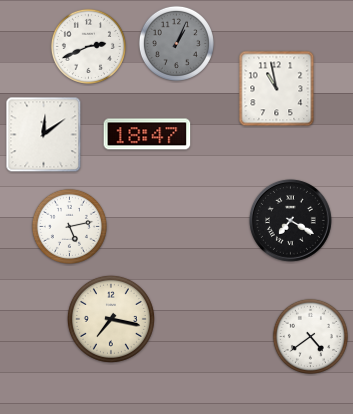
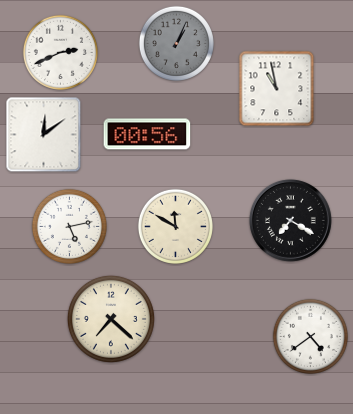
clock at (88, 46) position: (88, 46) -> (60, 52)
clock at (147, 134): 18:47 -> 00:56
clock at (175, 226): none -> 11:50
clock at (111, 319): 7:17 -> 7:22
